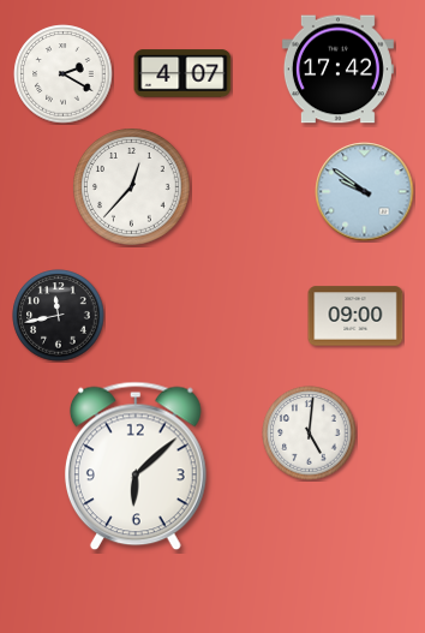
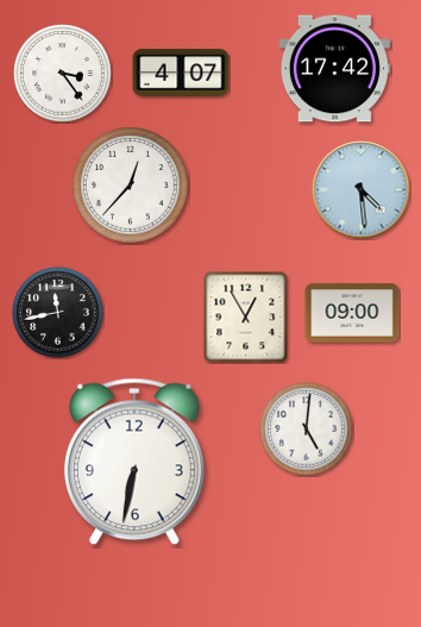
clock at (64, 74): 2:20 -> 3:24
clock at (365, 192): 9:51 -> 4:29
clock at (246, 316): none -> 12:55
clock at (136, 466): 6:08 -> 6:32
